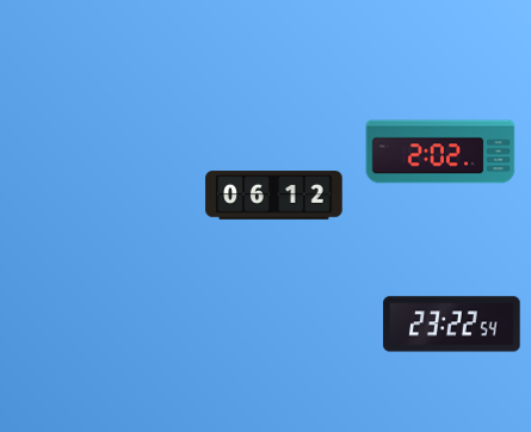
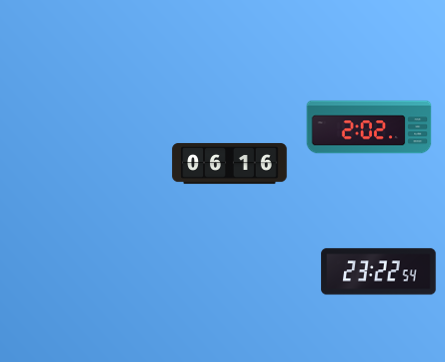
clock at (274, 196): 06:12 -> 06:16
